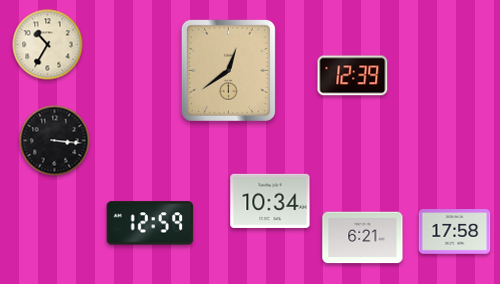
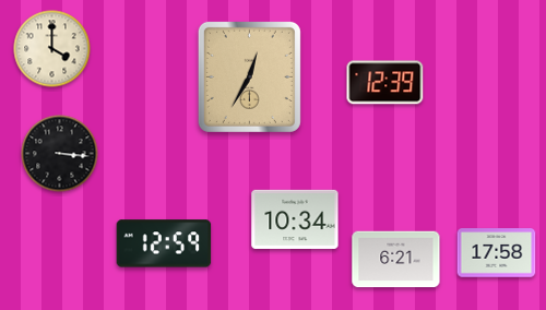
clock at (48, 45): 10:35 -> 4:00
clock at (228, 70): 12:39 -> 12:35
